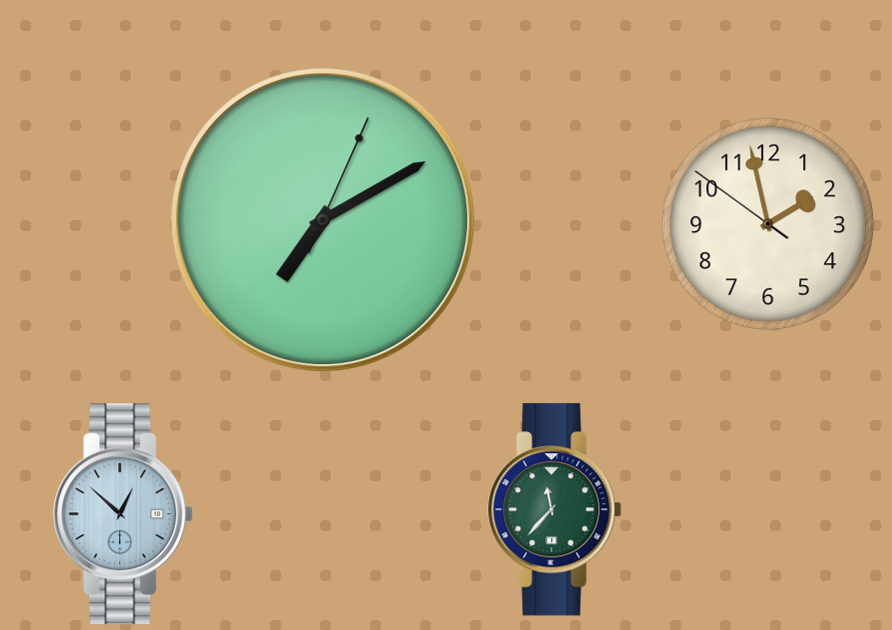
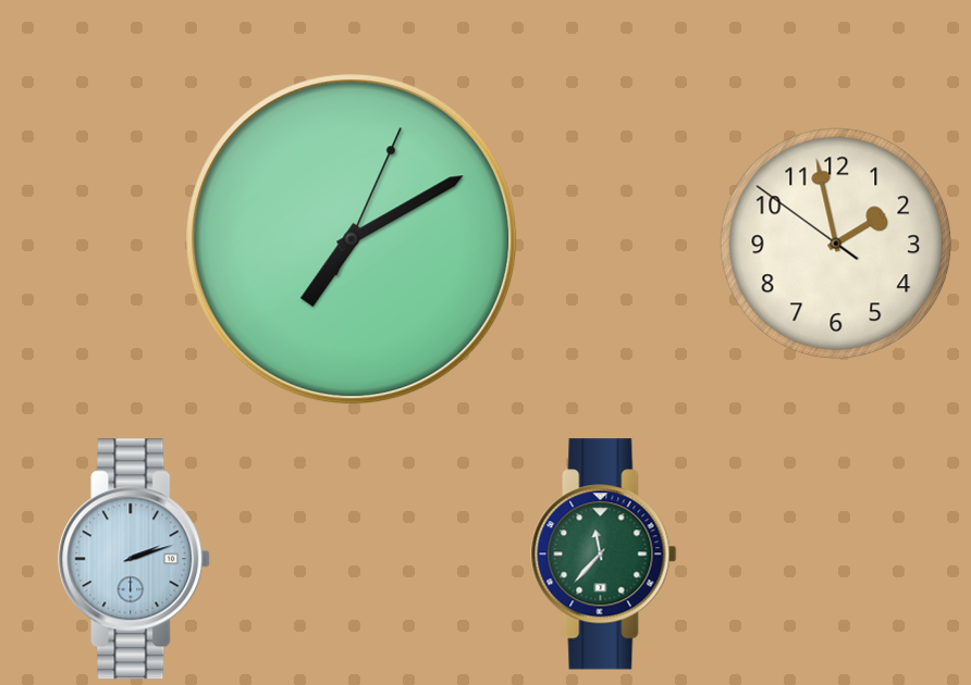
clock at (124, 514): 12:52 -> 2:12
